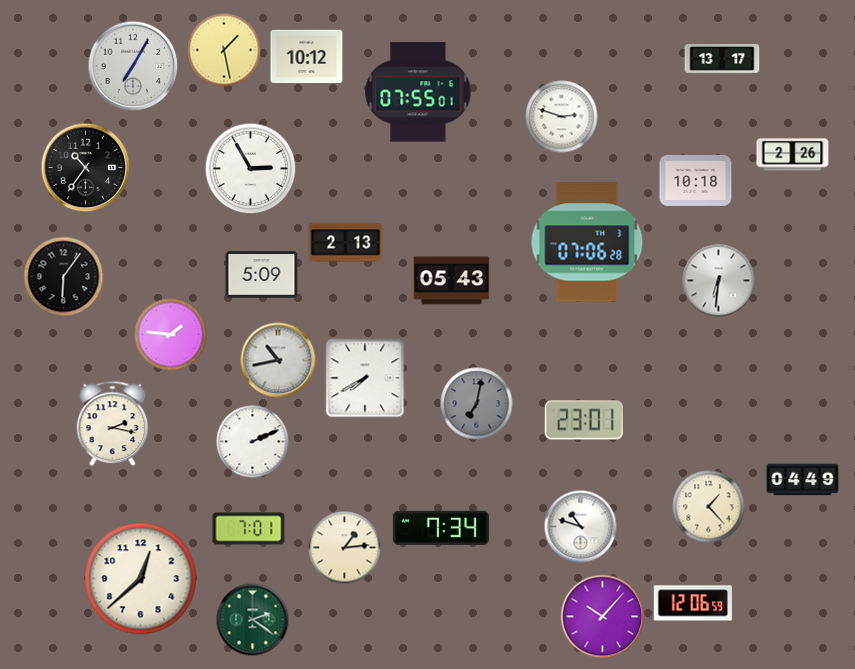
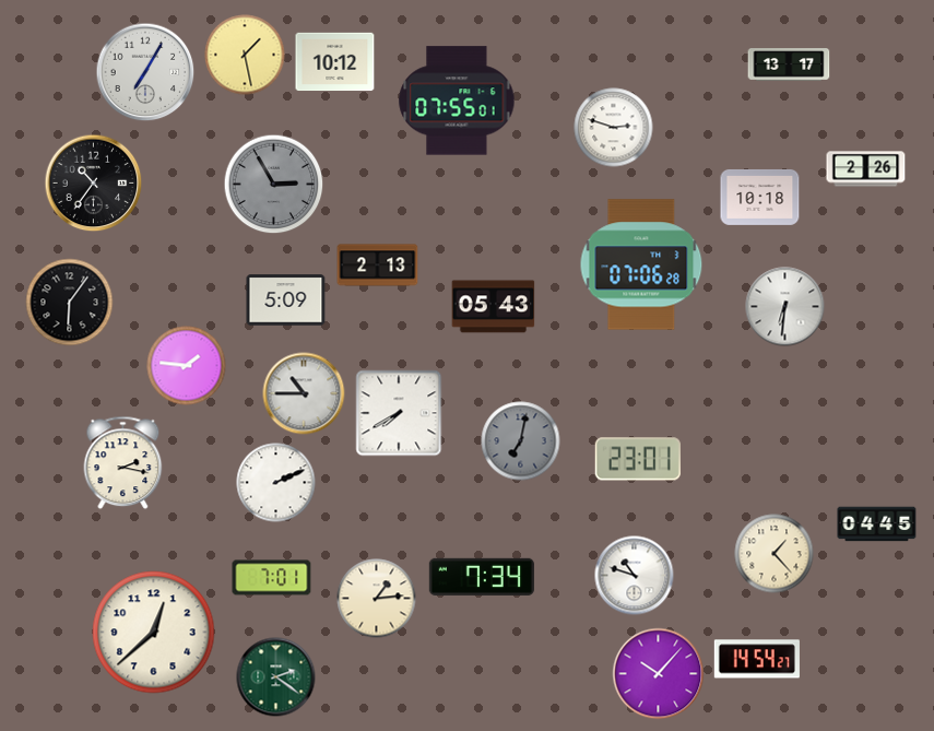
clock at (251, 169) dial: white -> grey
clock at (278, 360): 10:43 -> 10:45
clock at (803, 480): 04:49 -> 04:45
clock at (693, 603): 12:06 -> 14:54
